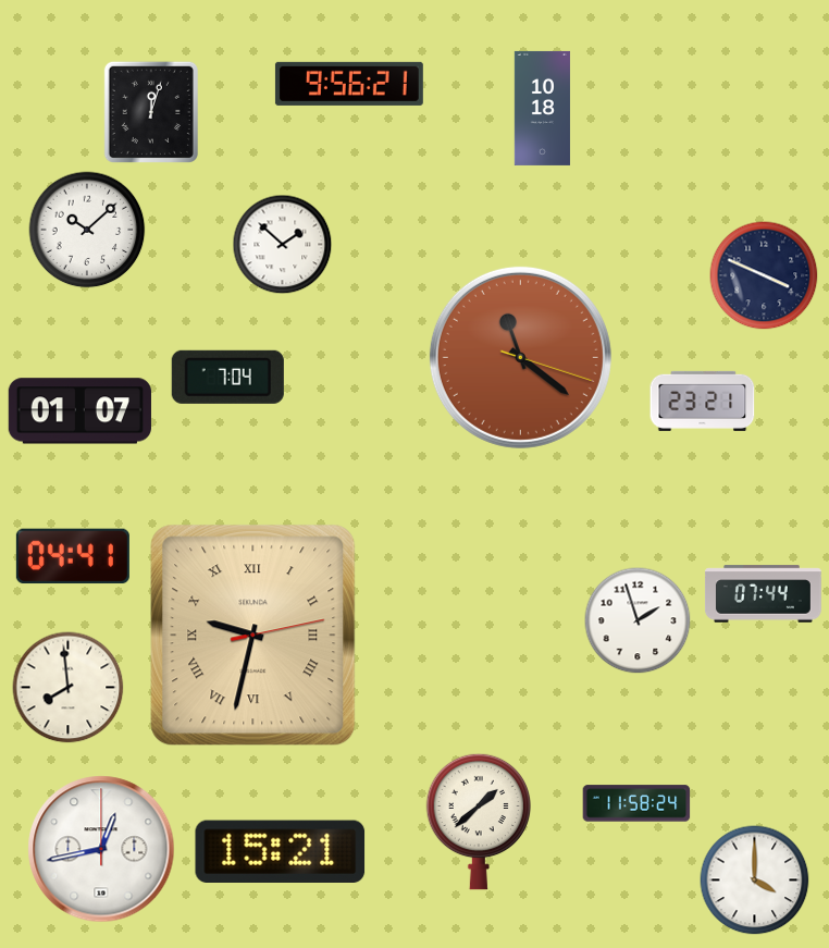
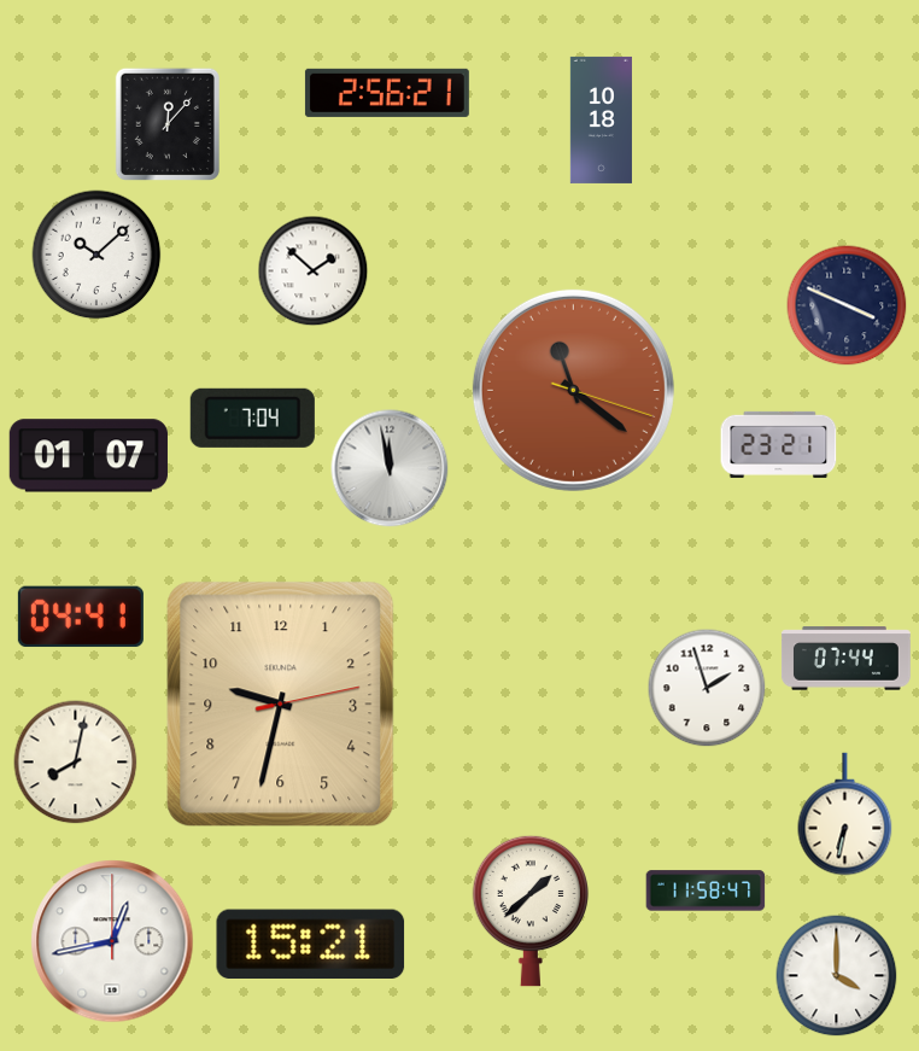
clock at (349, 84): 9:56 -> 2:56
clock at (151, 112): 12:03 -> 12:07
clock at (520, 357) position: (520, 357) -> (573, 390)
clock at (390, 468): none -> 11:58
clock at (253, 636) numerals: Roman -> Arabic
clock at (69, 688): 7:59 -> 8:02
clock at (845, 814): none -> 6:32
clock at (636, 803): 11:58:24 -> 11:58:47
